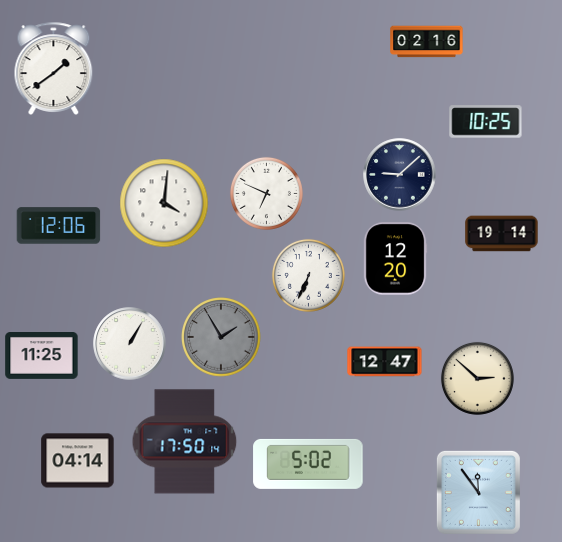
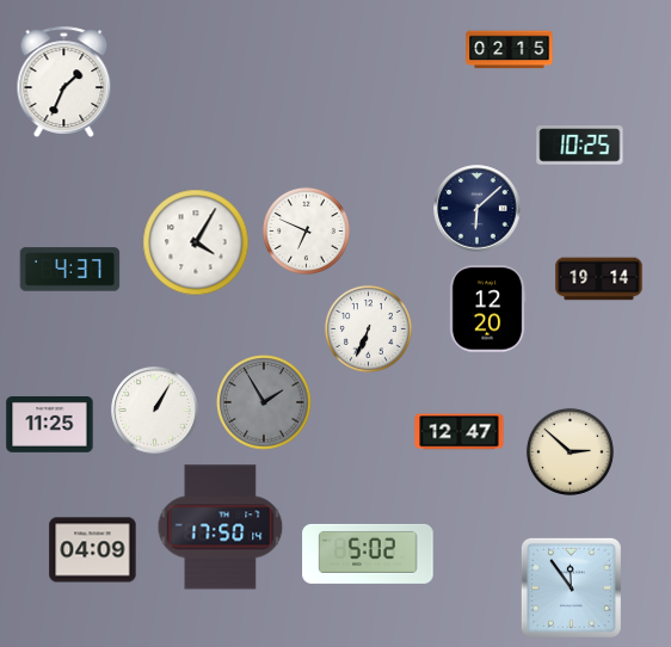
clock at (427, 42): 02:16 -> 02:15
clock at (54, 68): 1:39 -> 1:34
clock at (400, 175): 9:08 -> 6:08
clock at (266, 193) position: (266, 193) -> (306, 230)
clock at (164, 203): 4:01 -> 4:05
clock at (59, 226): 12:06 -> 4:37
clock at (395, 259) position: (395, 259) -> (487, 309)
clock at (78, 461): 04:14 -> 04:09
